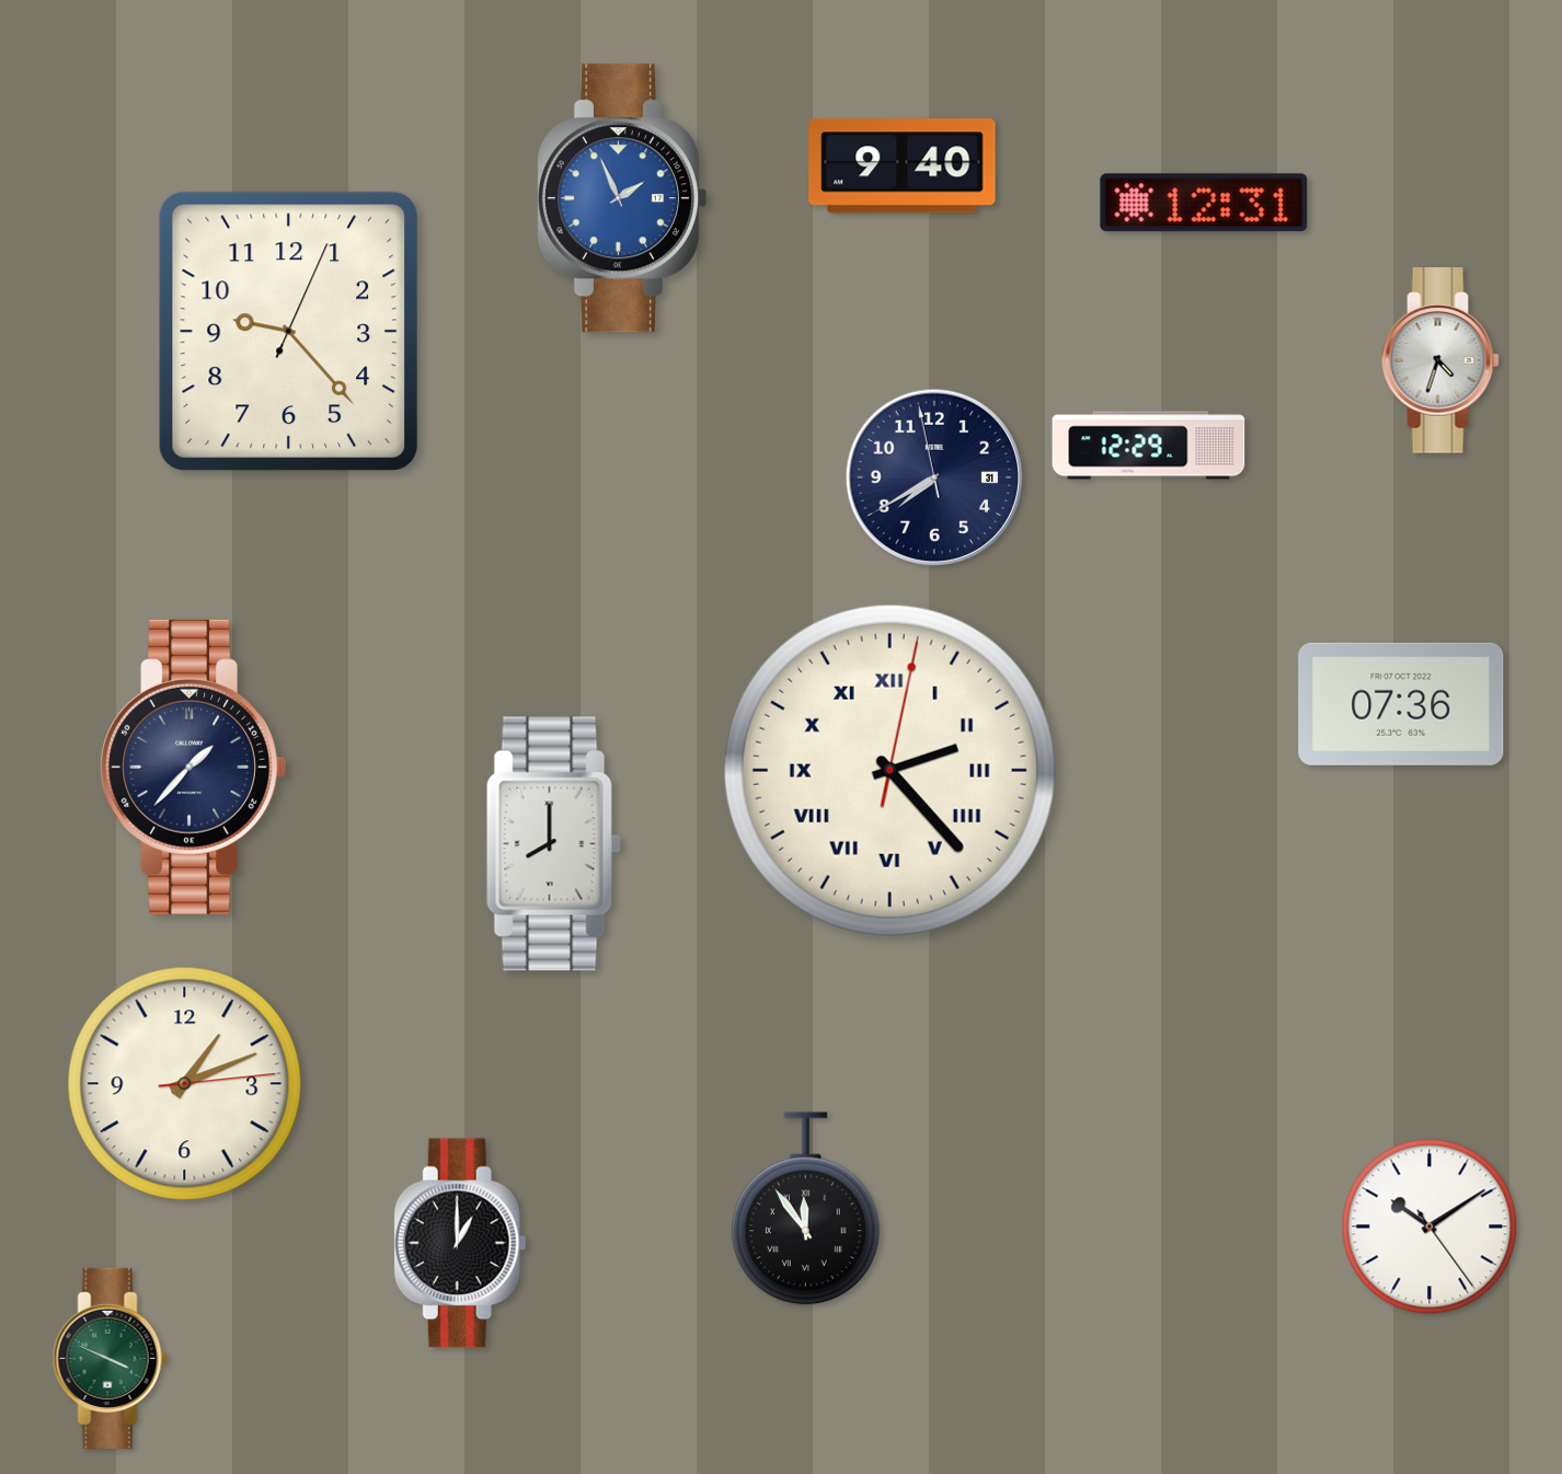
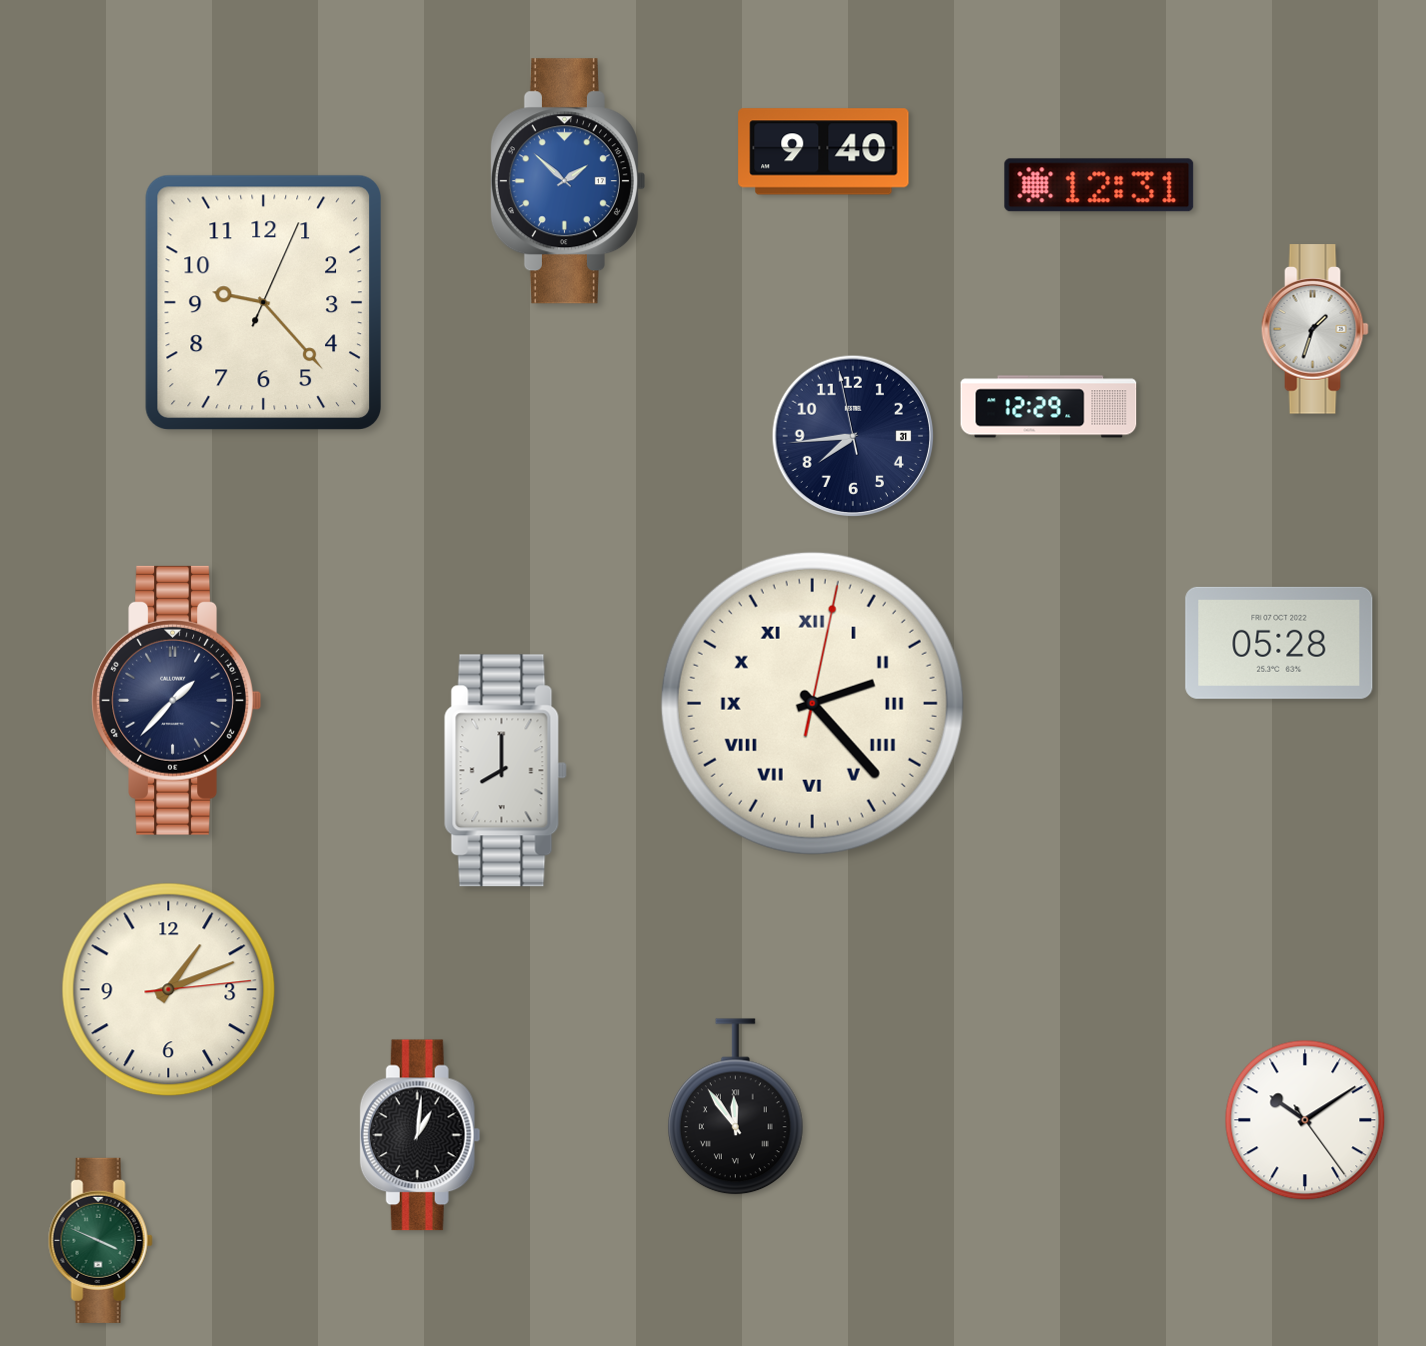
clock at (621, 198): 1:56 -> 1:52
clock at (1440, 360): 4:33 -> 1:33
clock at (933, 476): 7:39 -> 7:43
clock at (1401, 704): 07:36 -> 05:28
clock at (805, 1209) position: (805, 1209) -> (735, 1107)
clock at (460, 1243): 1:00 -> 1:01
